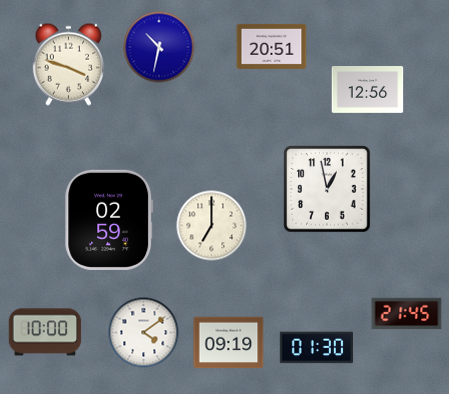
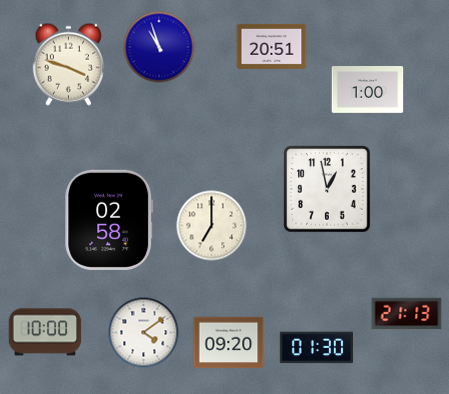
clock at (159, 47): 10:32 -> 10:57
clock at (368, 90): 12:56 -> 1:00
clock at (109, 220): 02:59 -> 02:58
clock at (407, 314): 21:45 -> 21:13
clock at (229, 343): 09:19 -> 09:20
